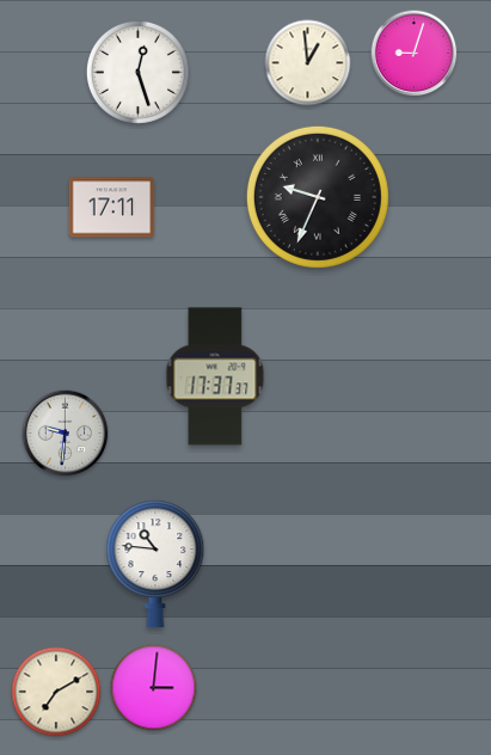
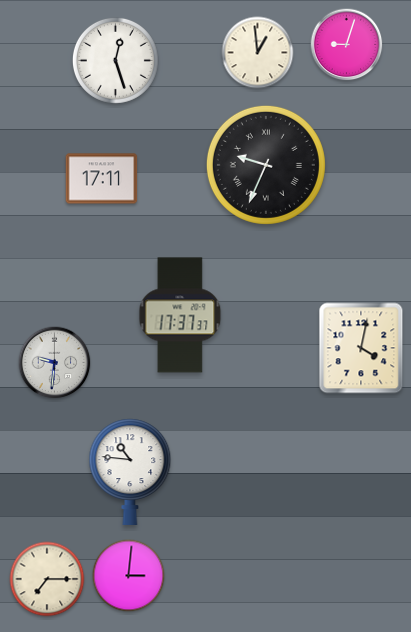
clock at (112, 208) position: (112, 208) -> (102, 179)
clock at (361, 348): none -> 4:02
clock at (56, 692): 7:10 -> 7:15
